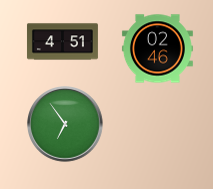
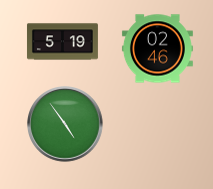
clock at (62, 42): 4:51 -> 5:19
clock at (65, 124): 6:54 -> 4:54
